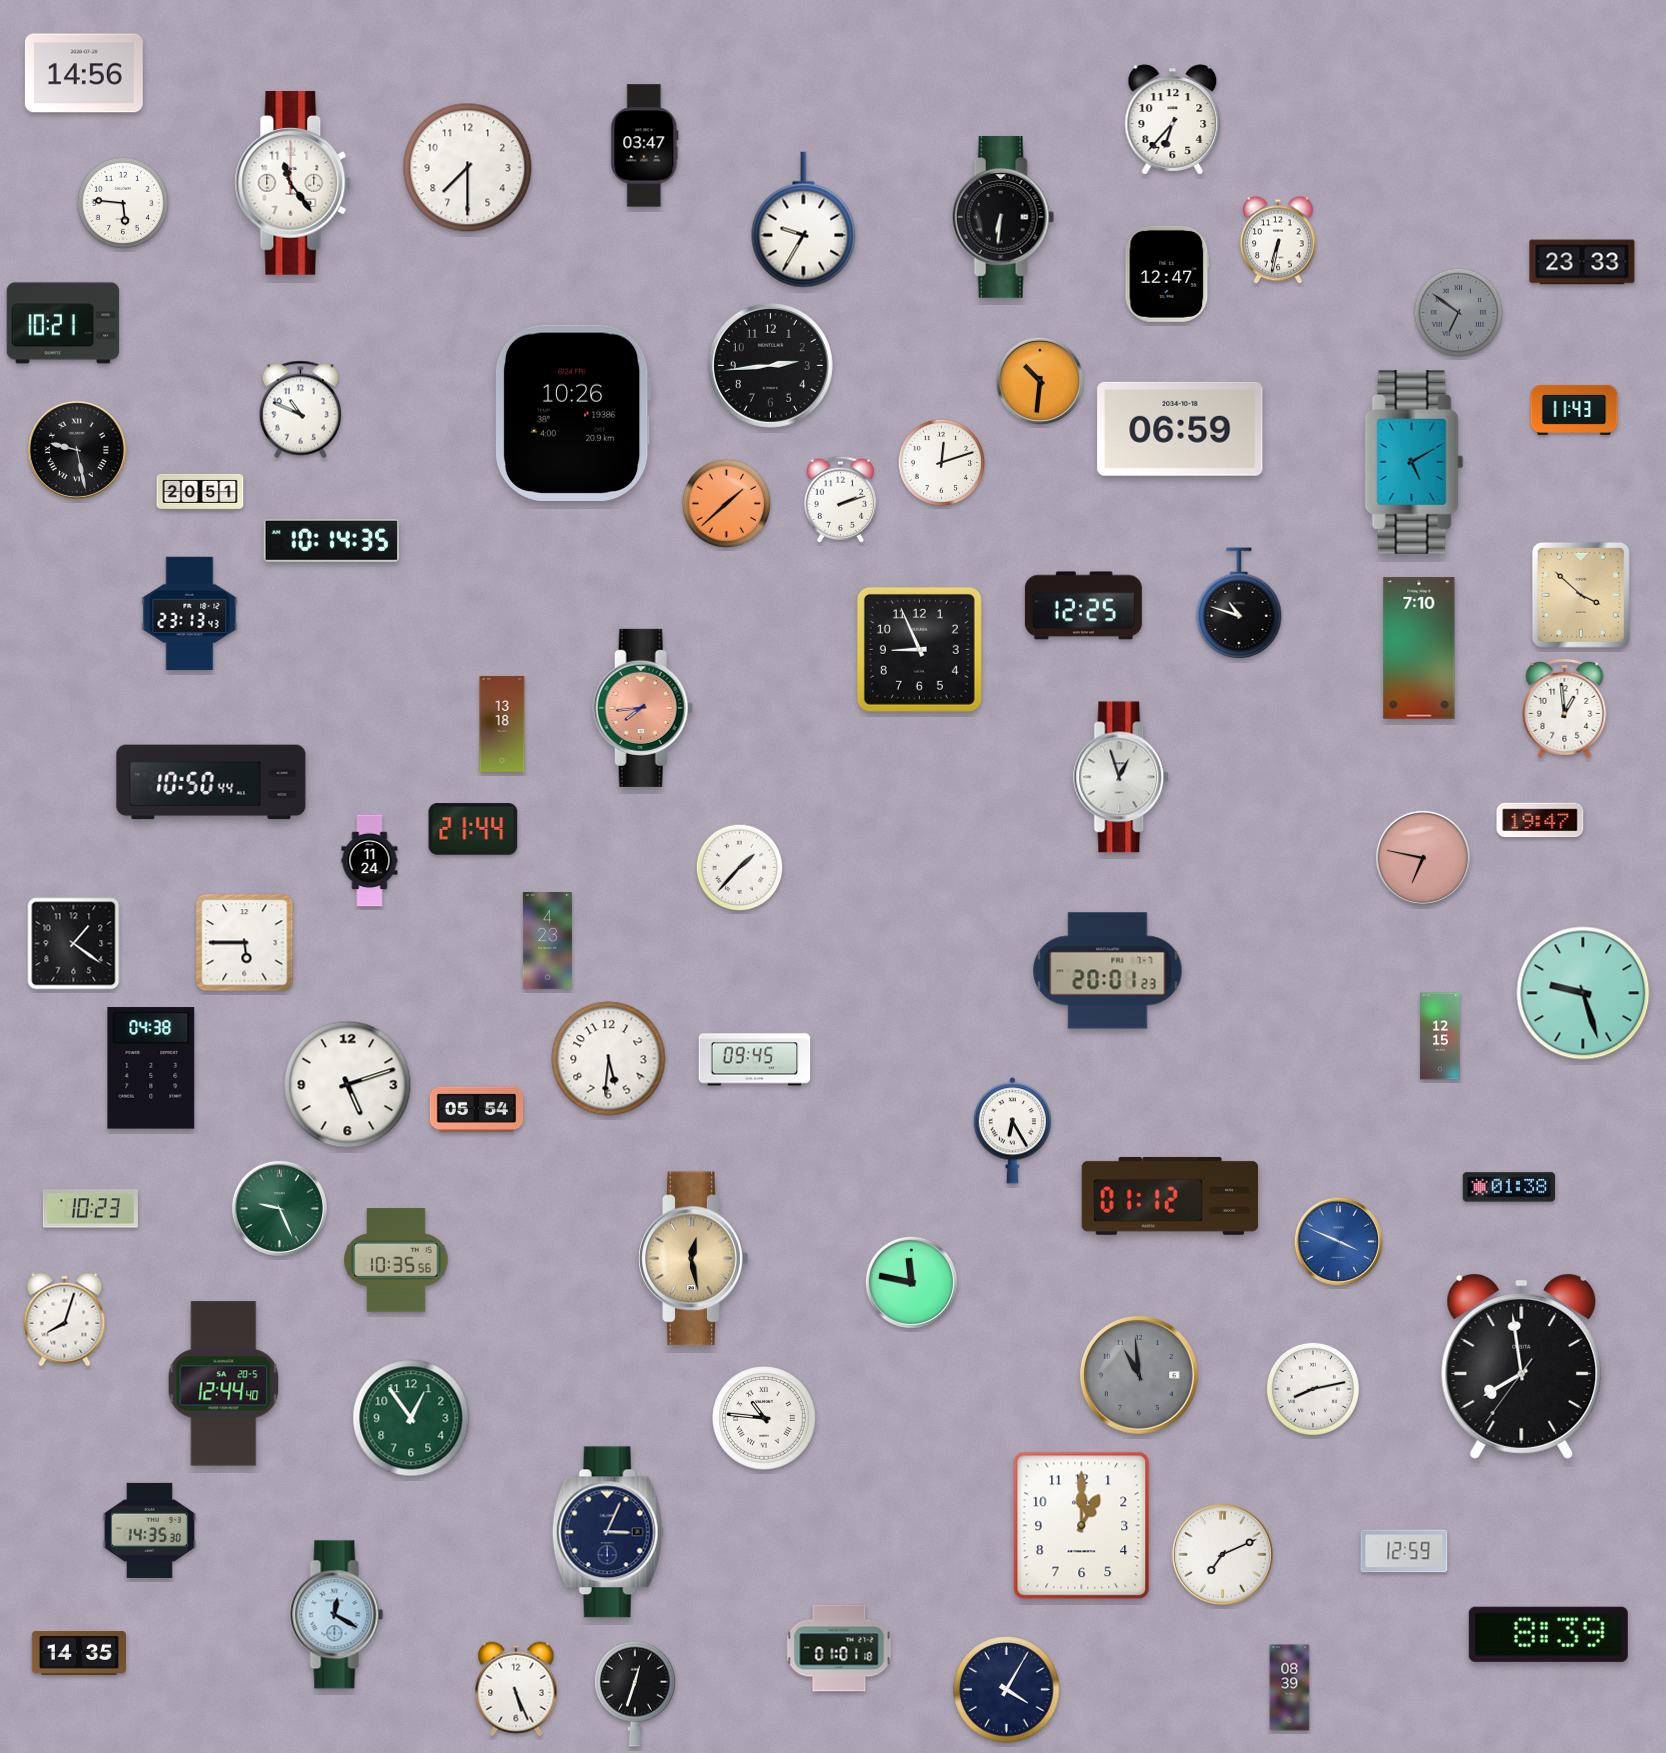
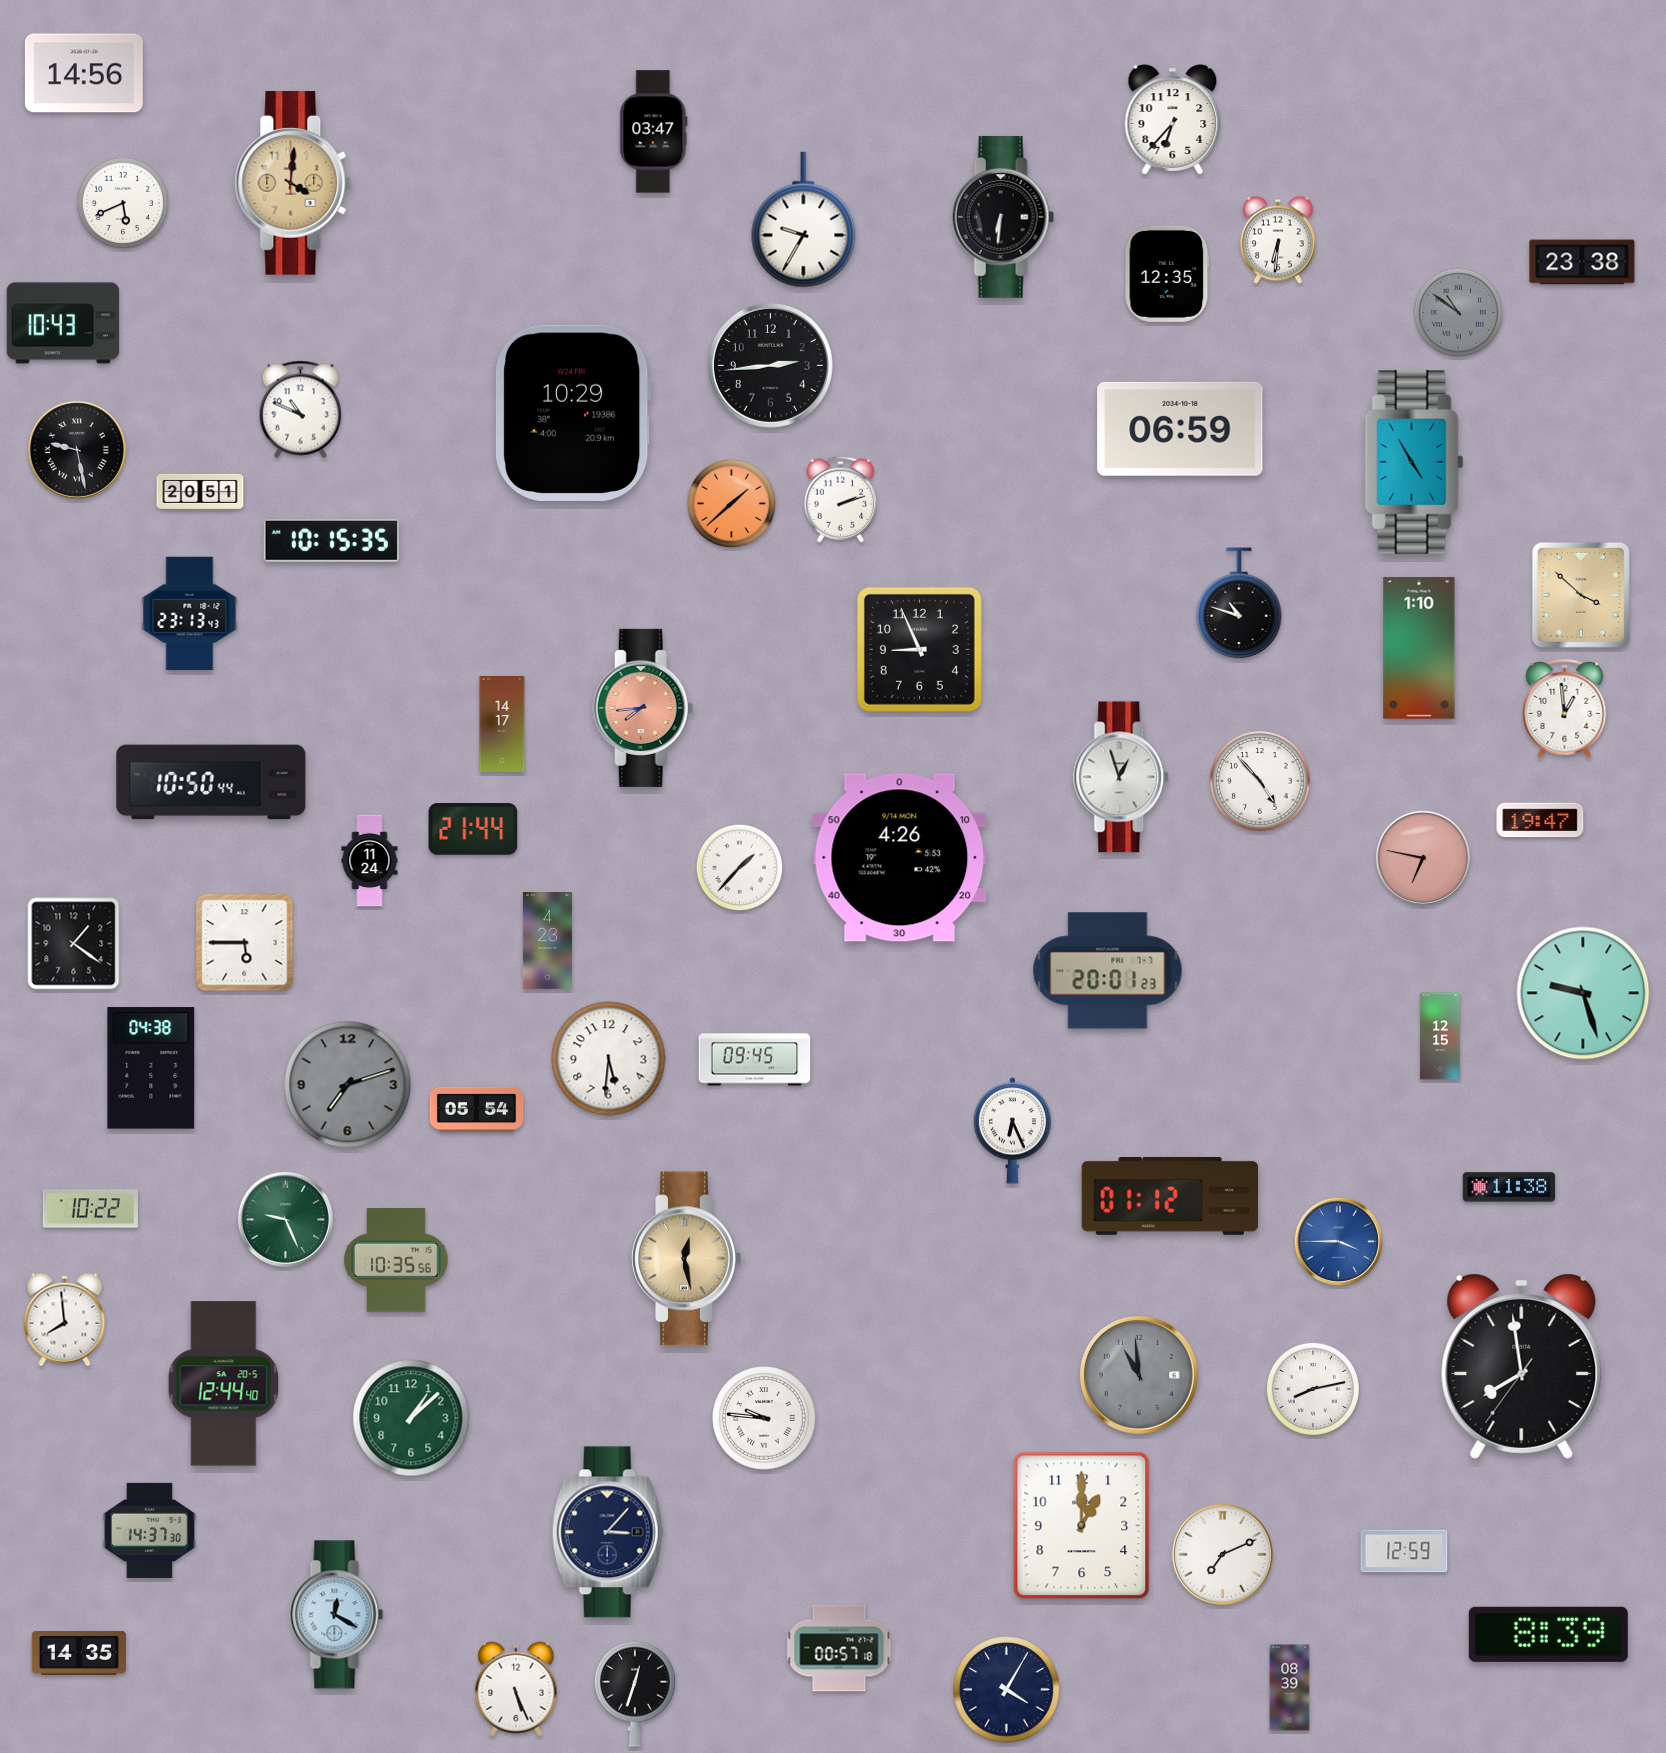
clock at (645, 146) position: (645, 146) -> (654, 132)
clock at (468, 168): 7:30 -> none
clock at (293, 184): 11:24 -> 4:01
clock at (293, 184) dial: white -> champagne
clock at (123, 203): 5:46 -> 5:41
clock at (1279, 240): 6:32 -> 6:31
clock at (1582, 262): 23:33 -> 23:38
clock at (1167, 274): 12:47 -> 12:35
clock at (1458, 312): 6:51 -> 10:51
clock at (63, 323): 10:21 -> 10:43
clock at (1040, 381): 10:31 -> none
clock at (1574, 410): 11:43 -> none
clock at (573, 413): 10:26 -> 10:29
clock at (942, 463): 12:12 -> none
clock at (1414, 463): 5:10 -> 4:55
clock at (726, 503) position: (726, 503) -> (731, 503)
clock at (331, 540): 10:14 -> 10:15
clock at (1083, 606): 12:25 -> none
clock at (1419, 648): 7:10 -> 1:10
clock at (502, 724): 13:18 -> 14:17
clock at (1261, 782): none -> 4:53
clock at (900, 858): none -> 4:26
clock at (348, 1085): 5:12 -> 7:12
clock at (348, 1085) dial: white -> grey
clock at (1012, 1131): 6:25 -> 6:26
clock at (1509, 1187): 01:38 -> 11:38
clock at (279, 1208) position: (279, 1208) -> (285, 1219)
clock at (90, 1209): 10:23 -> 10:22
clock at (1338, 1241): 3:49 -> 3:45
clock at (694, 1259) position: (694, 1259) -> (687, 1259)
clock at (911, 1282): 11:47 -> none
clock at (65, 1320): 8:03 -> 7:59
clock at (411, 1418): 12:54 -> 1:08
clock at (764, 1418): 10:46 -> 9:46
clock at (150, 1530): 14:35 -> 14:37
clock at (608, 1532): 3:04 -> 3:07
clock at (839, 1648): 01:01 -> 00:57
